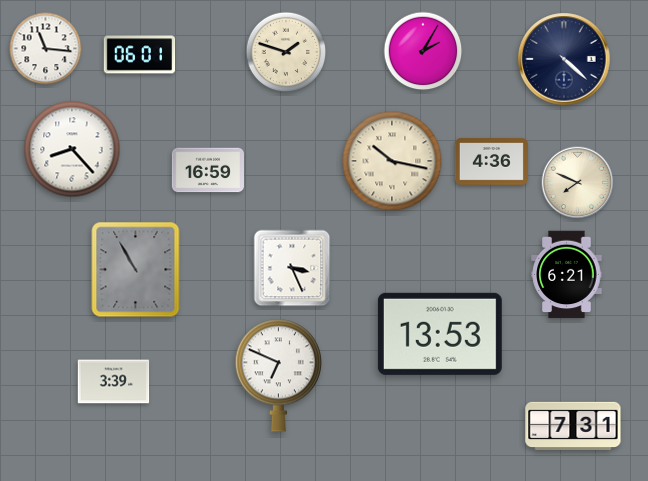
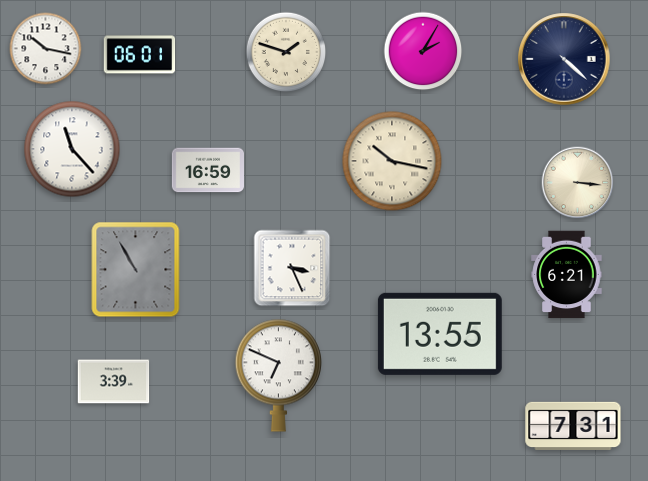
clock at (46, 49): 11:16 -> 10:17
clock at (72, 149): 8:23 -> 11:23
clock at (491, 162): 4:36 -> none
clock at (578, 183): 7:49 -> 3:16
clock at (440, 334): 13:53 -> 13:55
